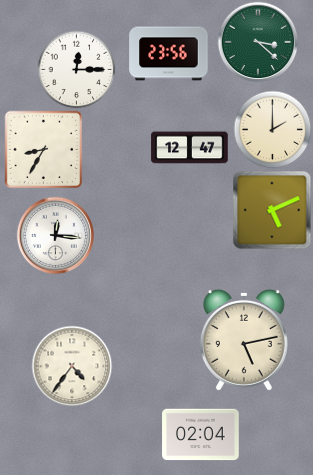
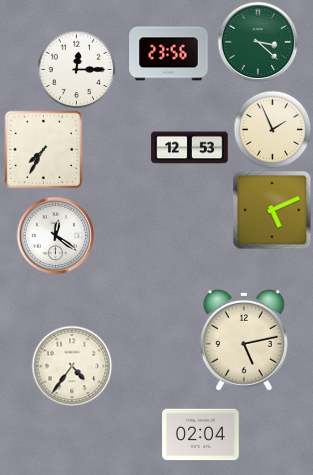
clock at (272, 129): 2:00 -> 1:56
clock at (190, 148): 12:47 -> 12:53
clock at (43, 149): 8:35 -> 7:35
clock at (55, 235): 12:16 -> 12:21
